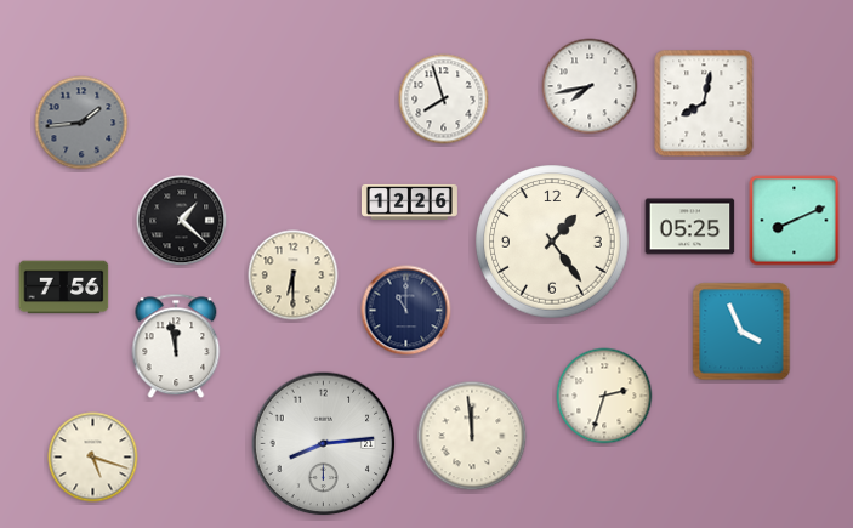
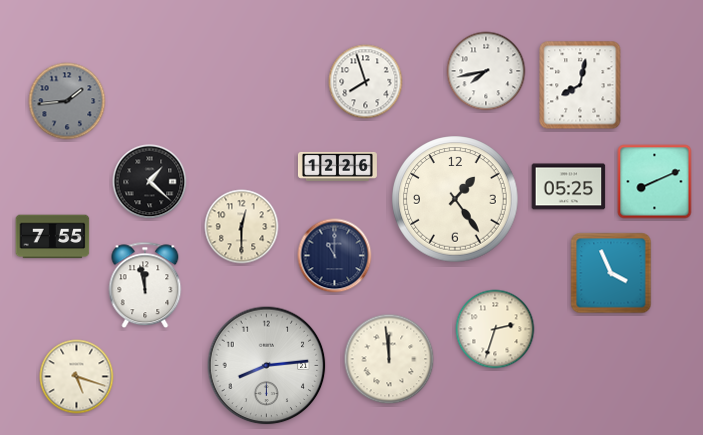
clock at (294, 276): 6:30 -> 12:30
clock at (64, 288): 7:56 -> 7:55
clock at (604, 396) position: (604, 396) -> (495, 329)
